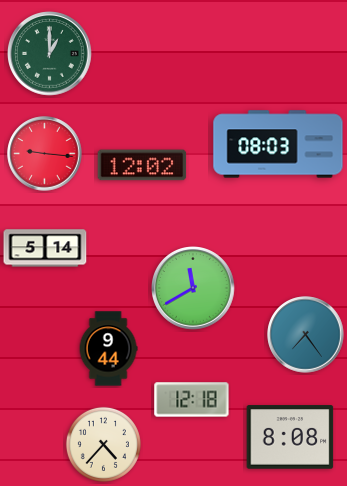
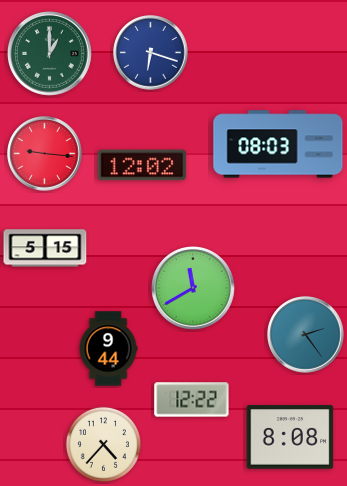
clock at (151, 53): none -> 6:18
clock at (45, 248): 5:14 -> 5:15
clock at (306, 335): 7:24 -> 2:24
clock at (192, 400): 12:18 -> 12:22
